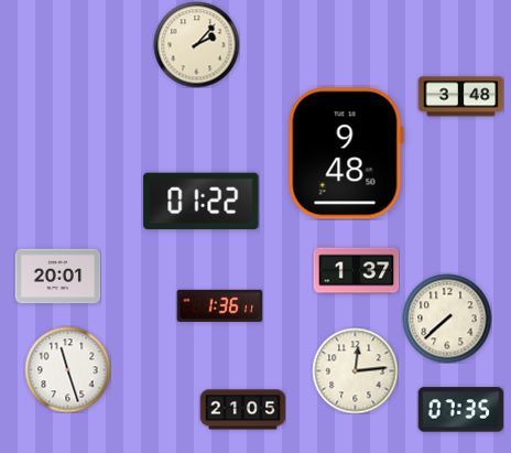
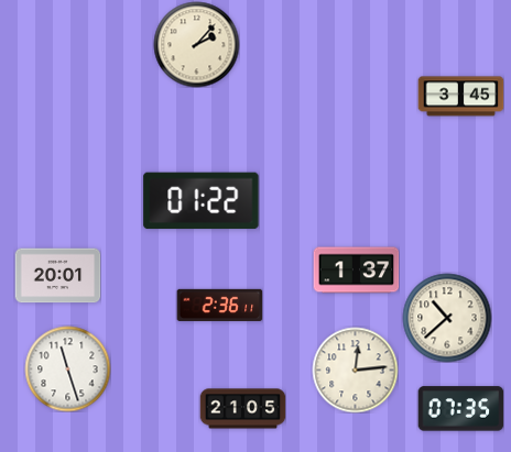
clock at (460, 97): 3:48 -> 3:45
clock at (346, 153): 9:48 -> none
clock at (219, 305): 1:36 -> 2:36
clock at (447, 319): 7:38 -> 10:38
